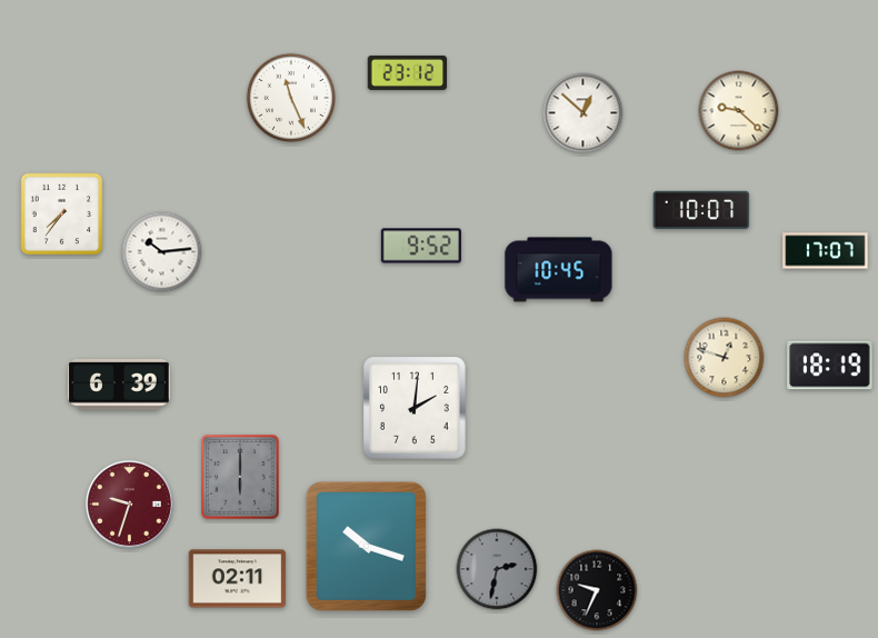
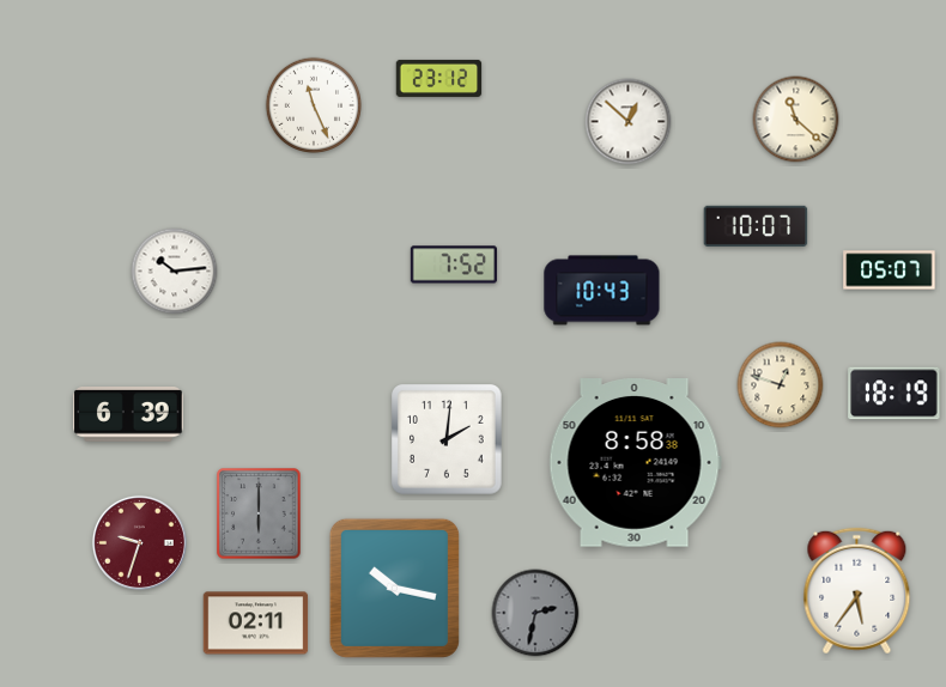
clock at (739, 111): 9:22 -> 11:22
clock at (62, 215): 7:36 -> none
clock at (421, 246): 9:52 -> 7:52
clock at (826, 251): 17:07 -> 05:07
clock at (559, 270): 10:45 -> 10:43
clock at (635, 463): none -> 8:58
clock at (366, 546): 10:18 -> 10:17
clock at (857, 591): none -> 5:36
clock at (597, 590): 9:34 -> none
